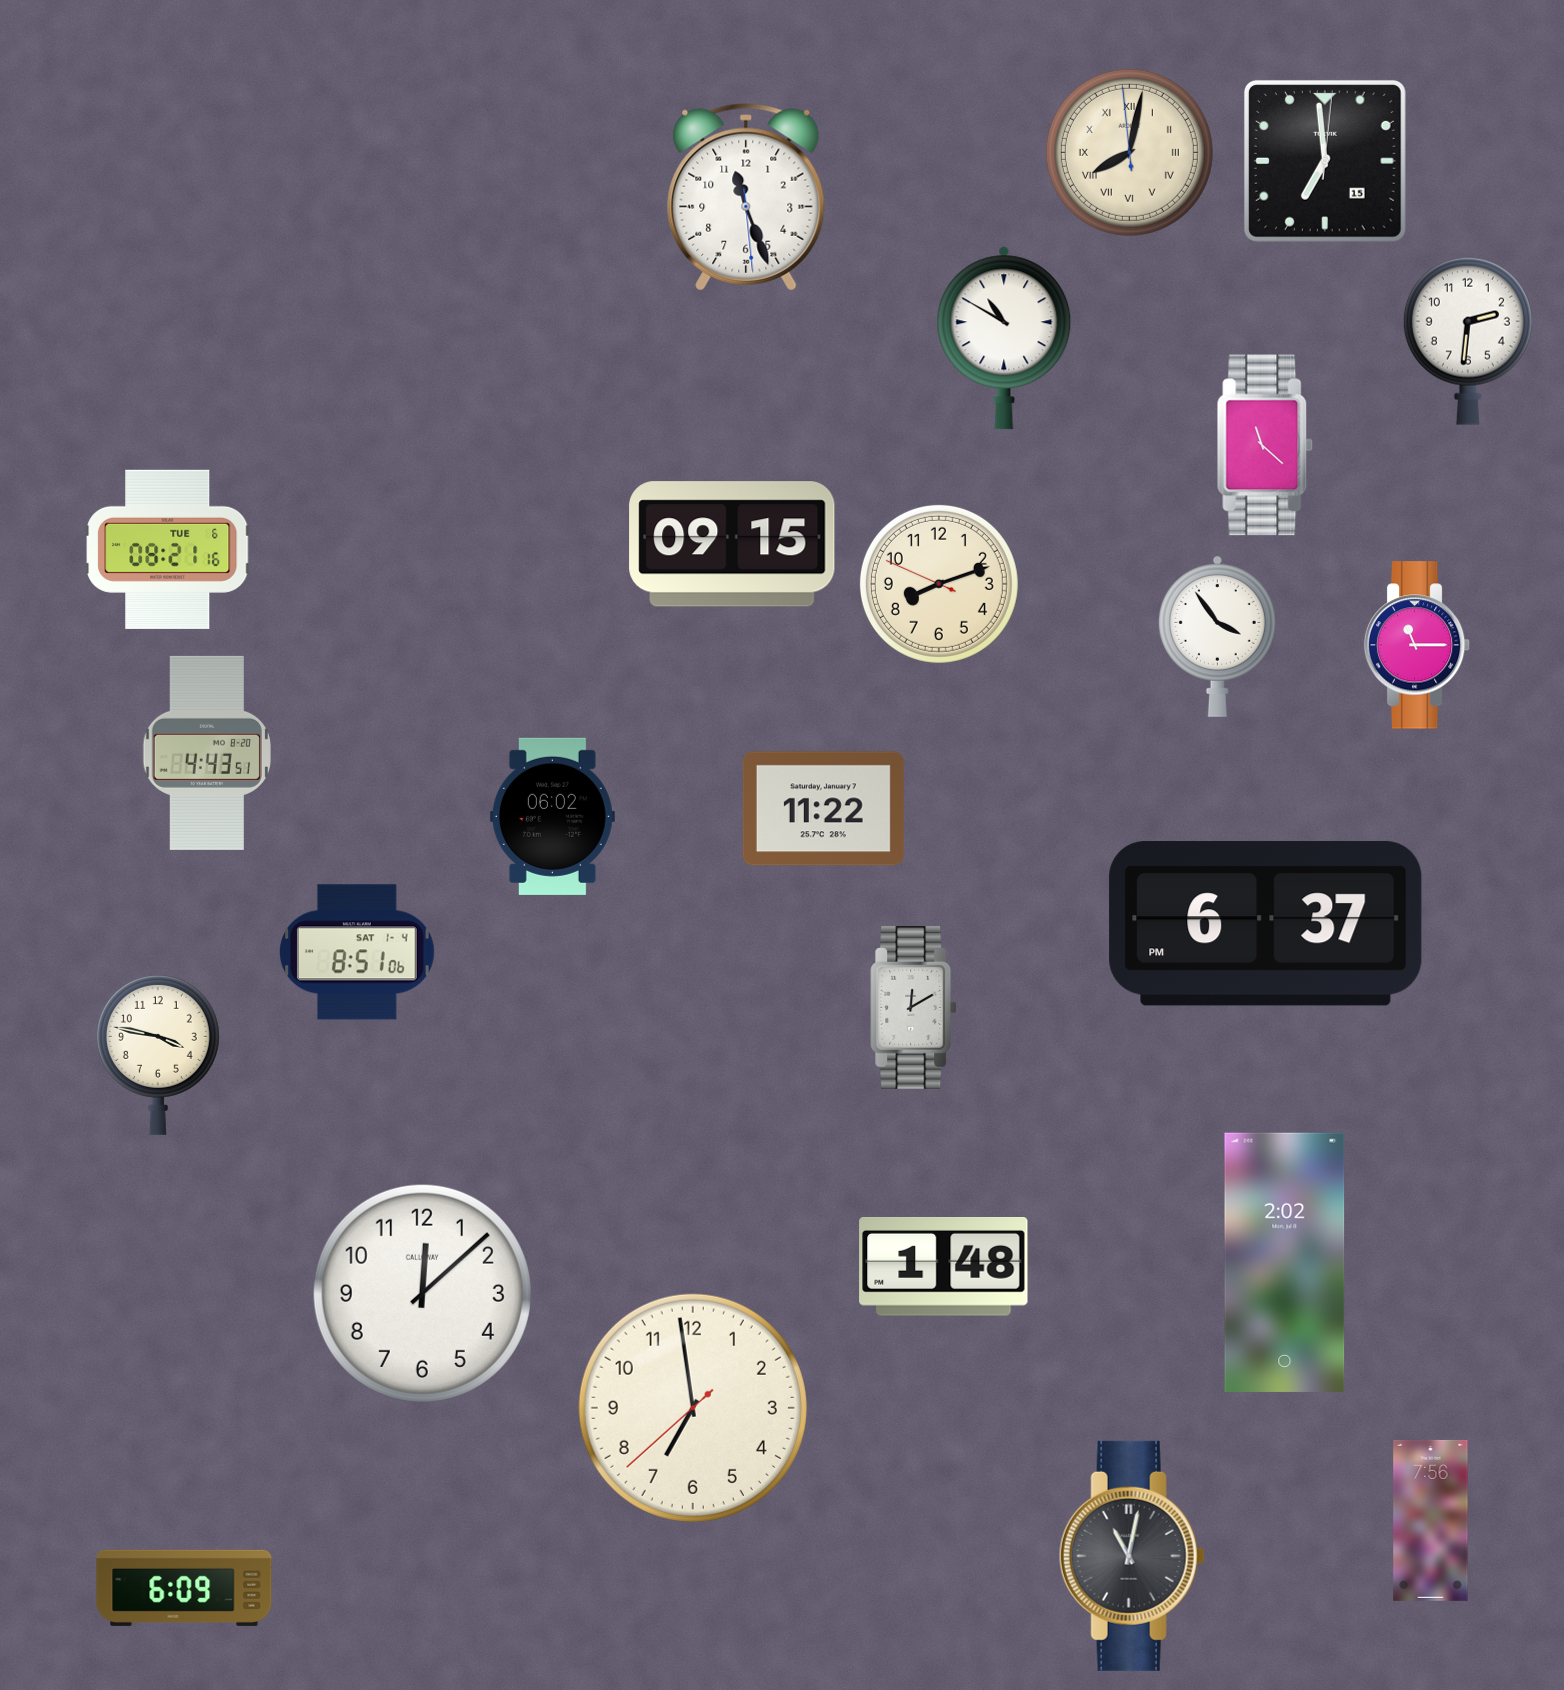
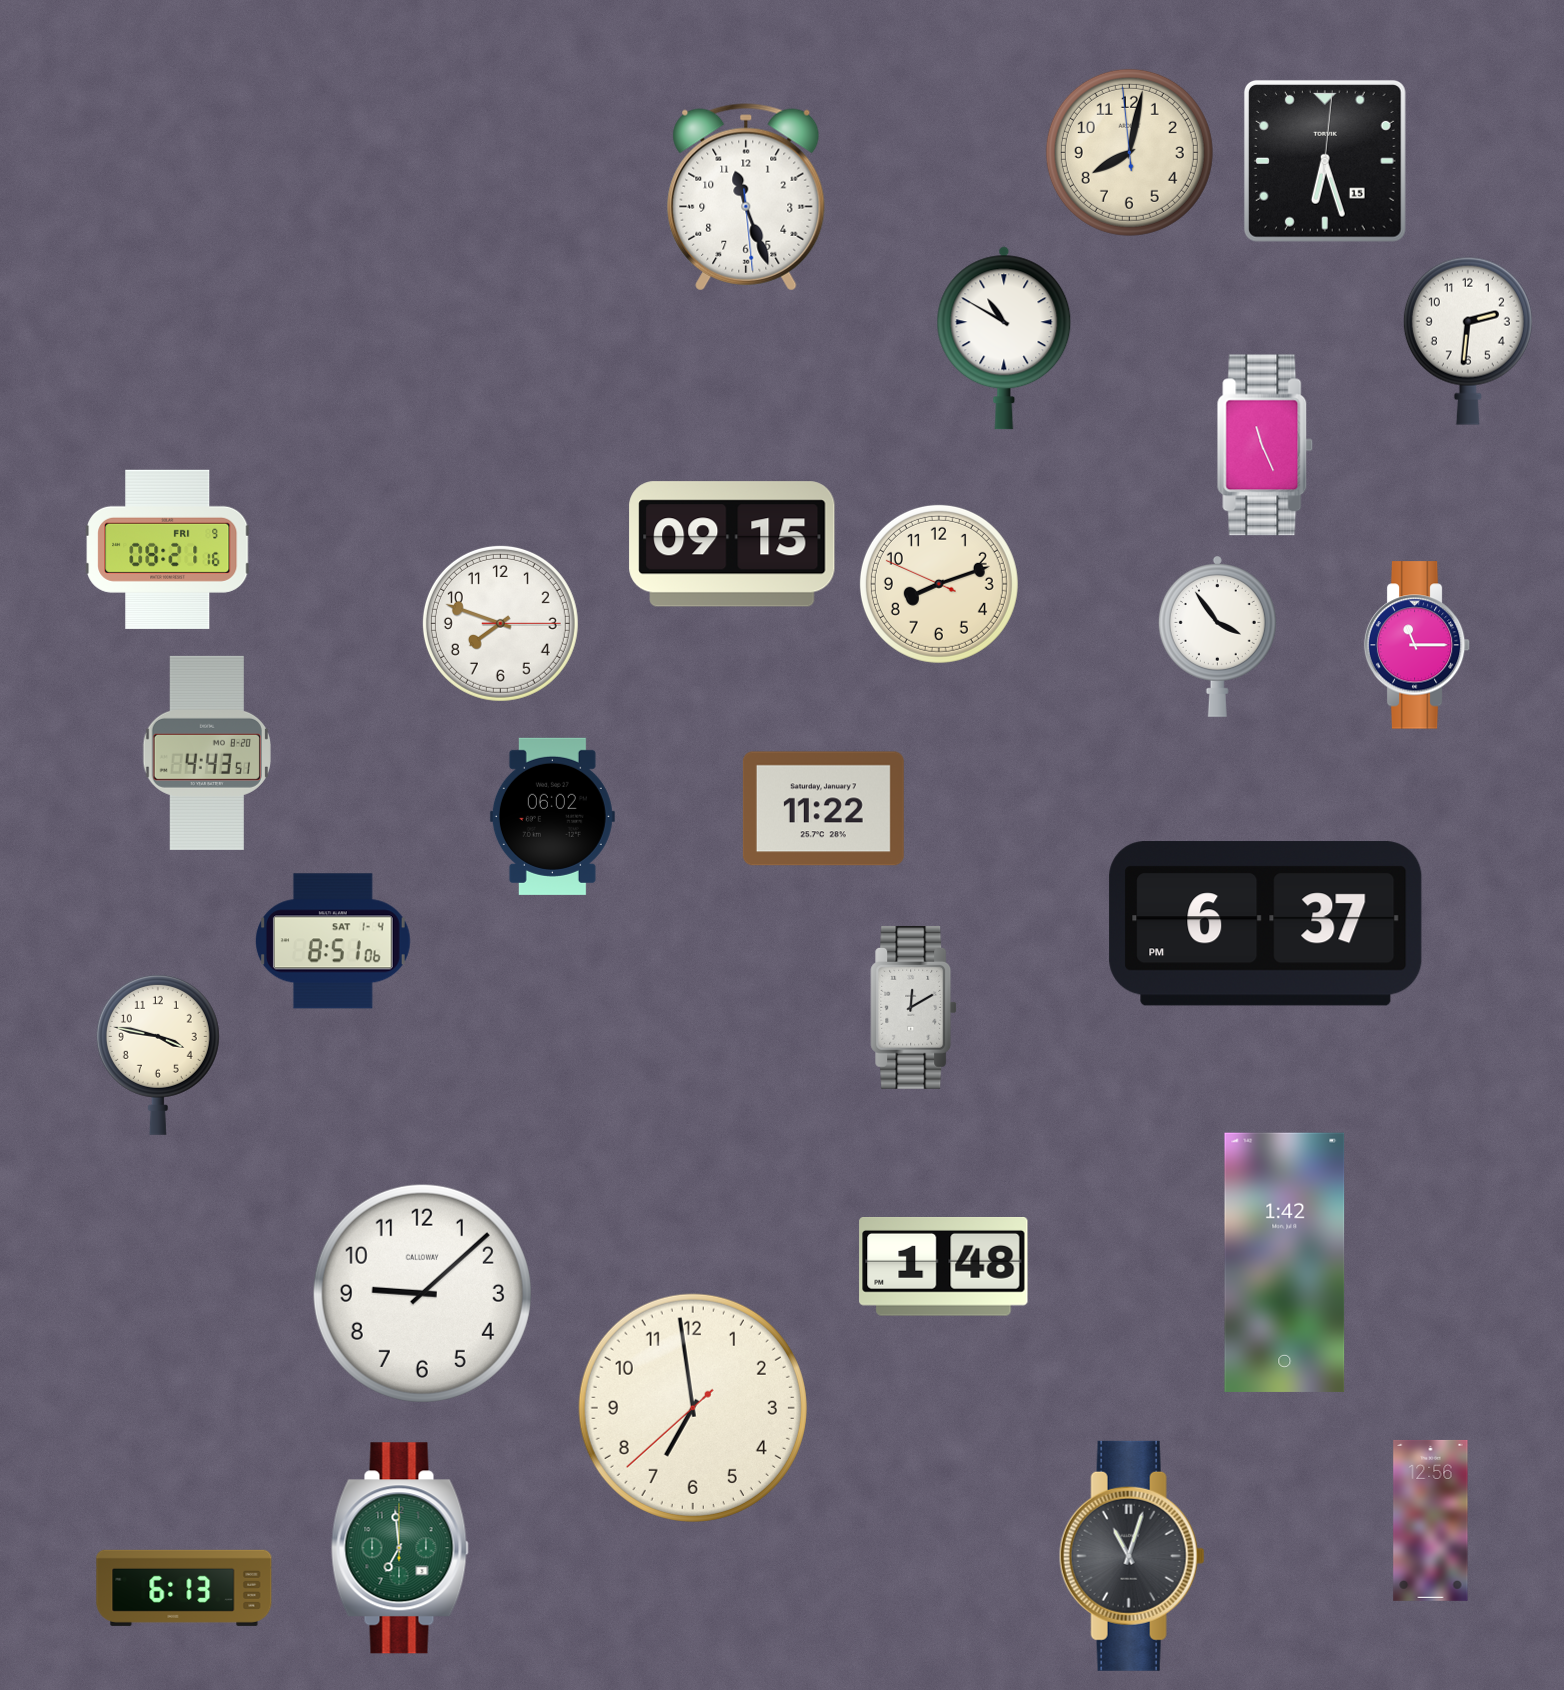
clock at (1129, 152) numerals: Roman -> Arabic
clock at (1325, 161): 6:59 -> 6:27
clock at (1265, 445): 11:22 -> 11:26
clock at (168, 549) date: TUE 6 -> FRI 9
clock at (500, 623): none -> 7:48
clock at (357, 952) position: (357, 952) -> (333, 941)
clock at (1285, 1262): 2:02 -> 1:42
clock at (422, 1293): 12:08 -> 9:08
clock at (1431, 1520): 7:56 -> 12:56
clock at (400, 1548): none -> 6:59
clock at (1132, 1556): 11:02 -> 11:03
clock at (184, 1588): 6:09 -> 6:13
